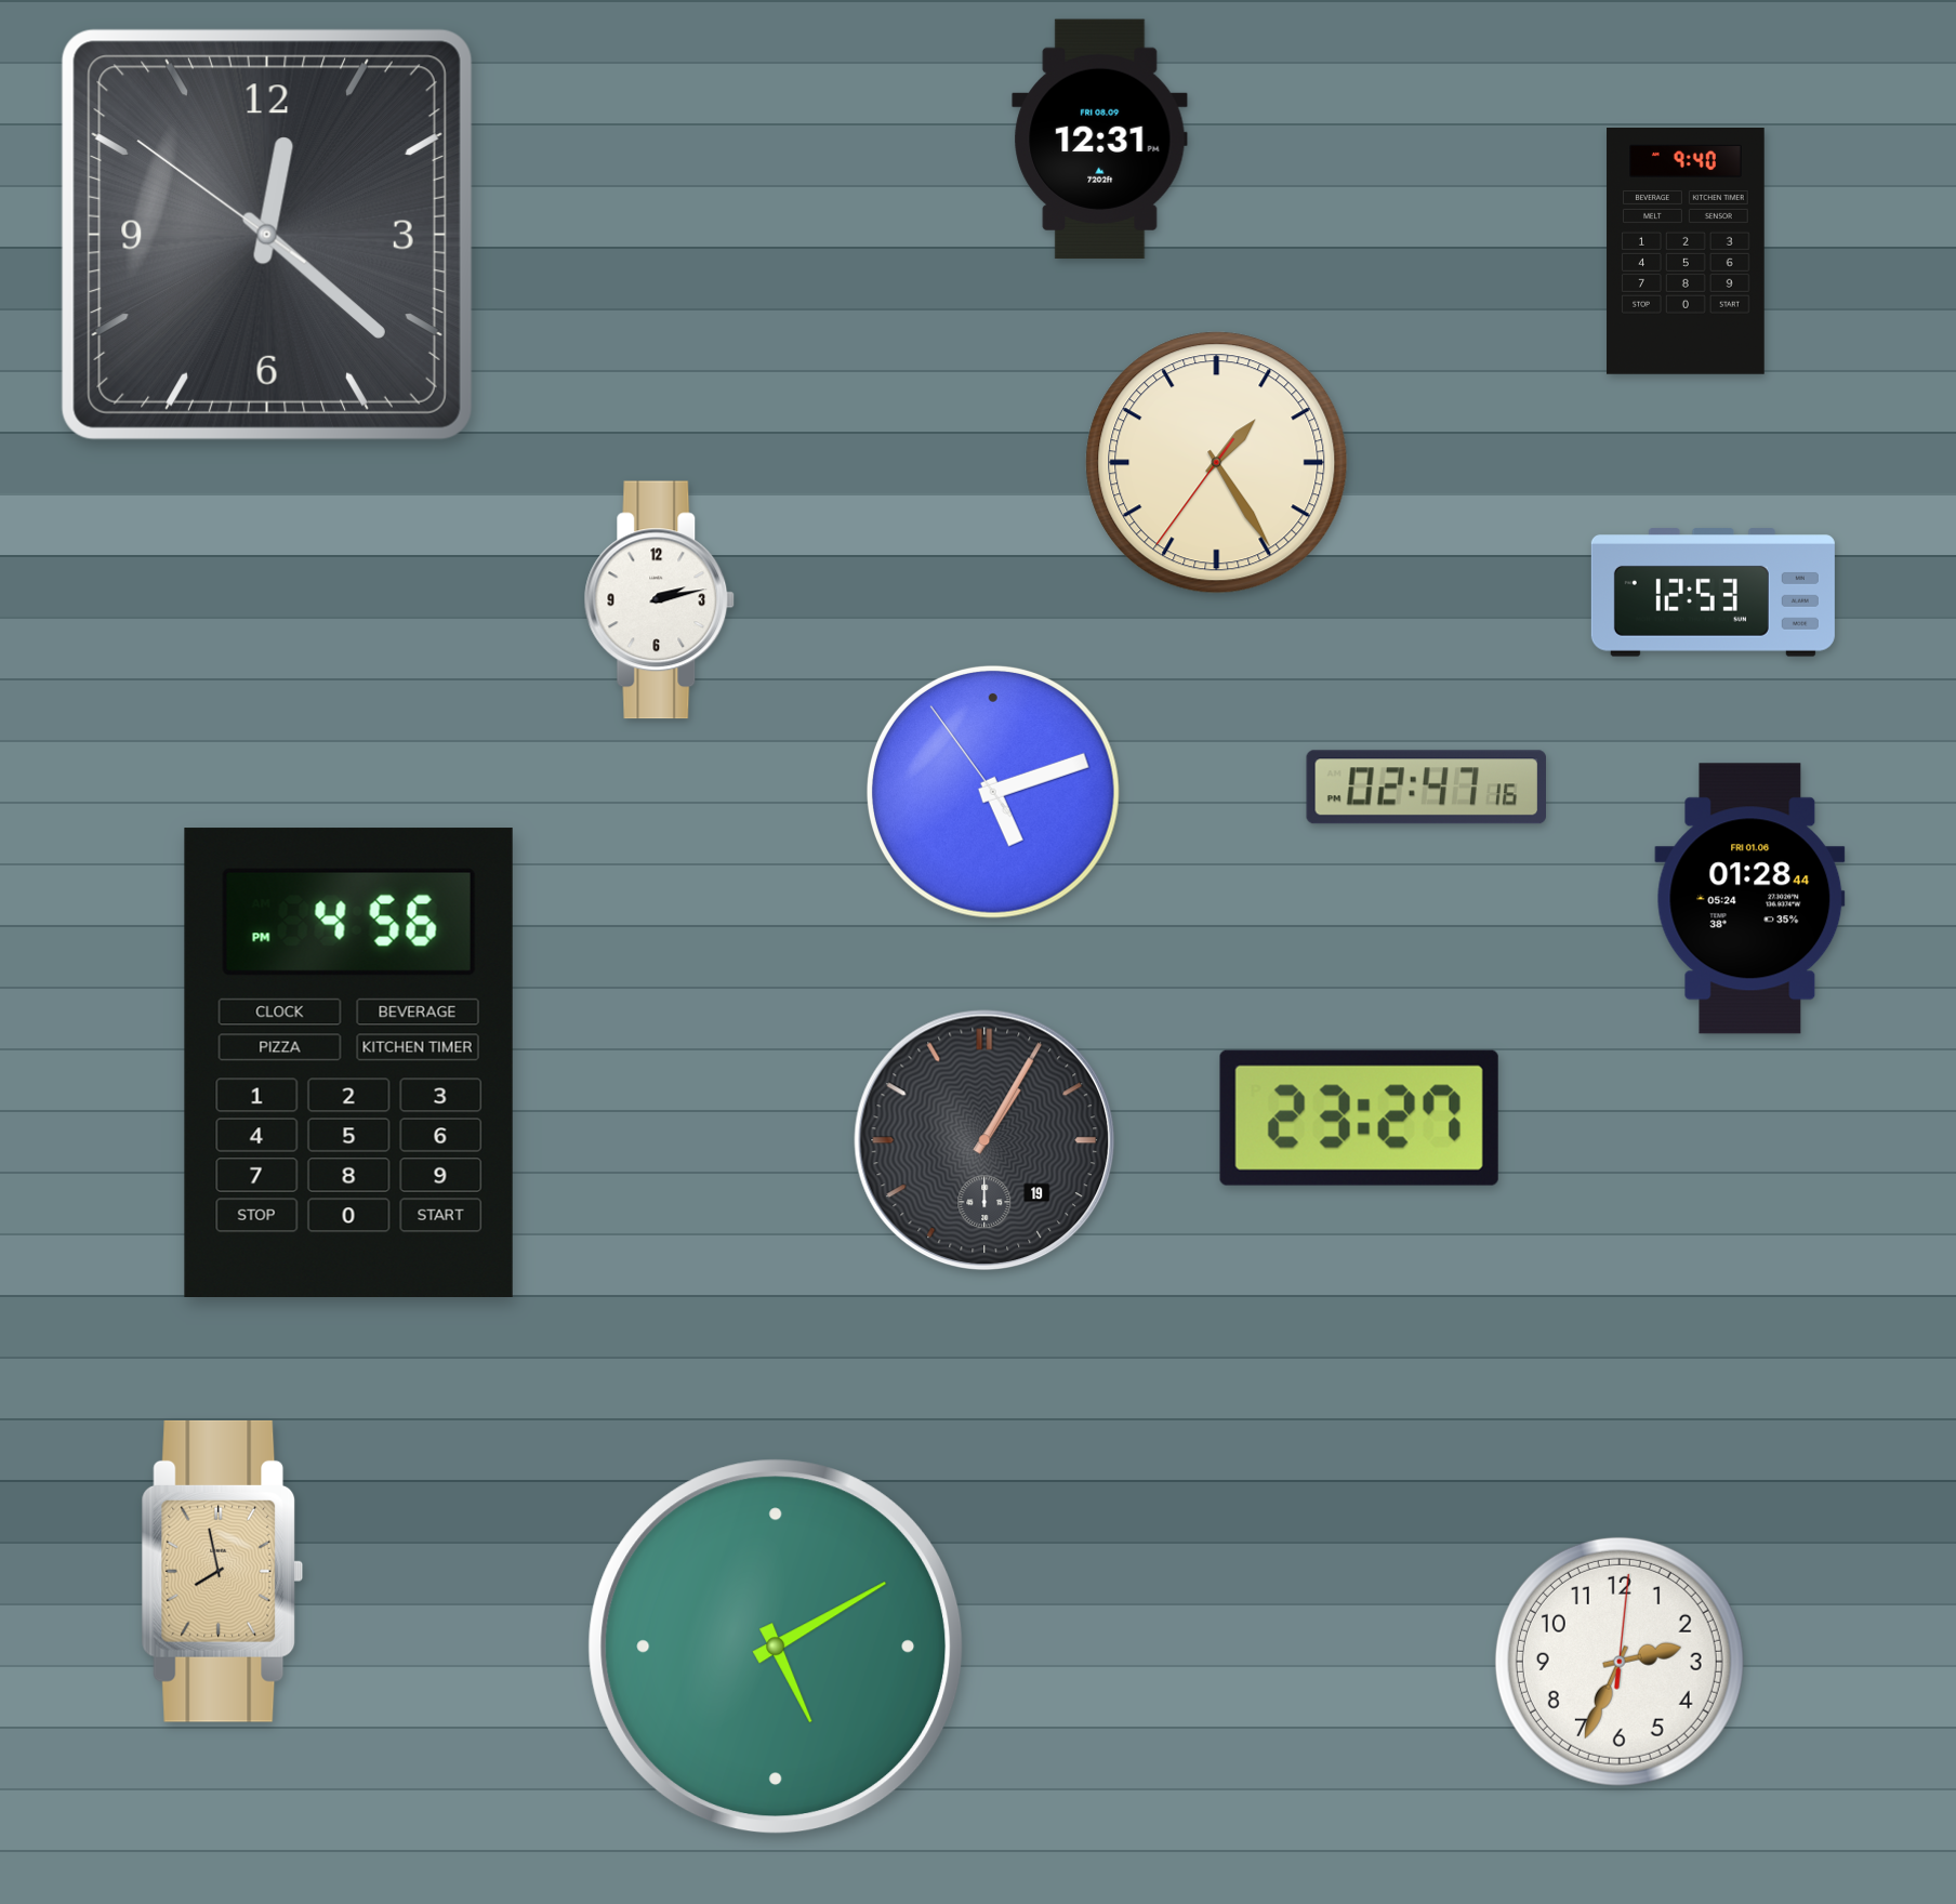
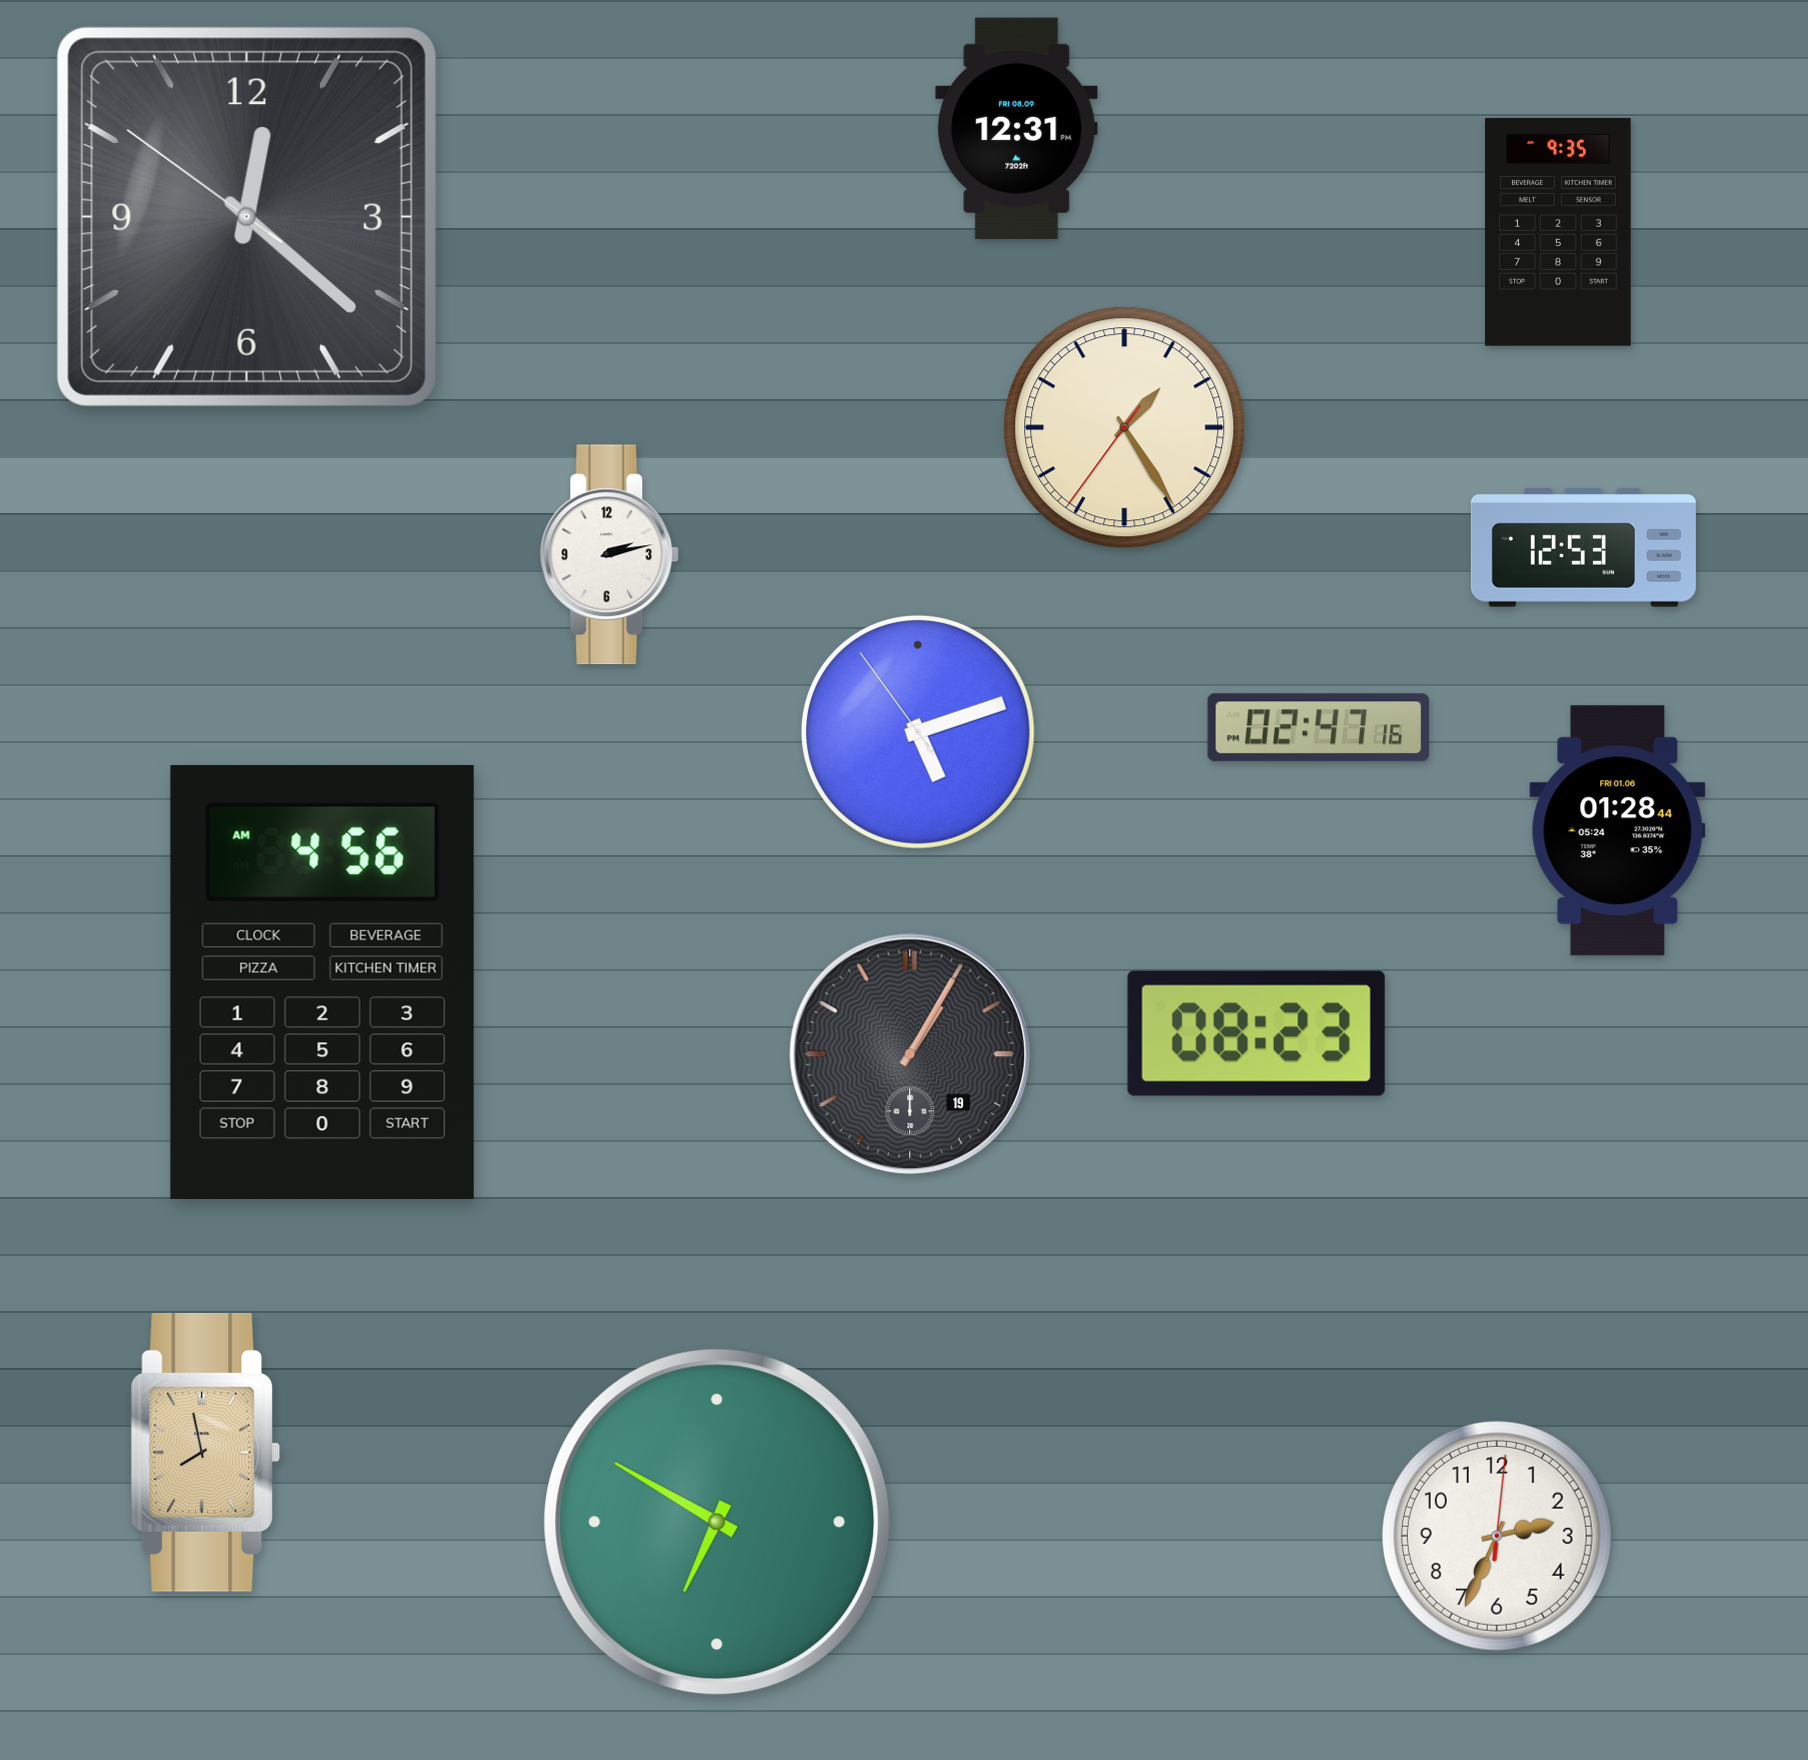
clock at (1686, 252): 9:40 -> 9:35
clock at (348, 1062): 4:56 PM -> 4:56 AM
clock at (1359, 1118): 23:27 -> 08:23
clock at (776, 1647): 5:10 -> 6:50
